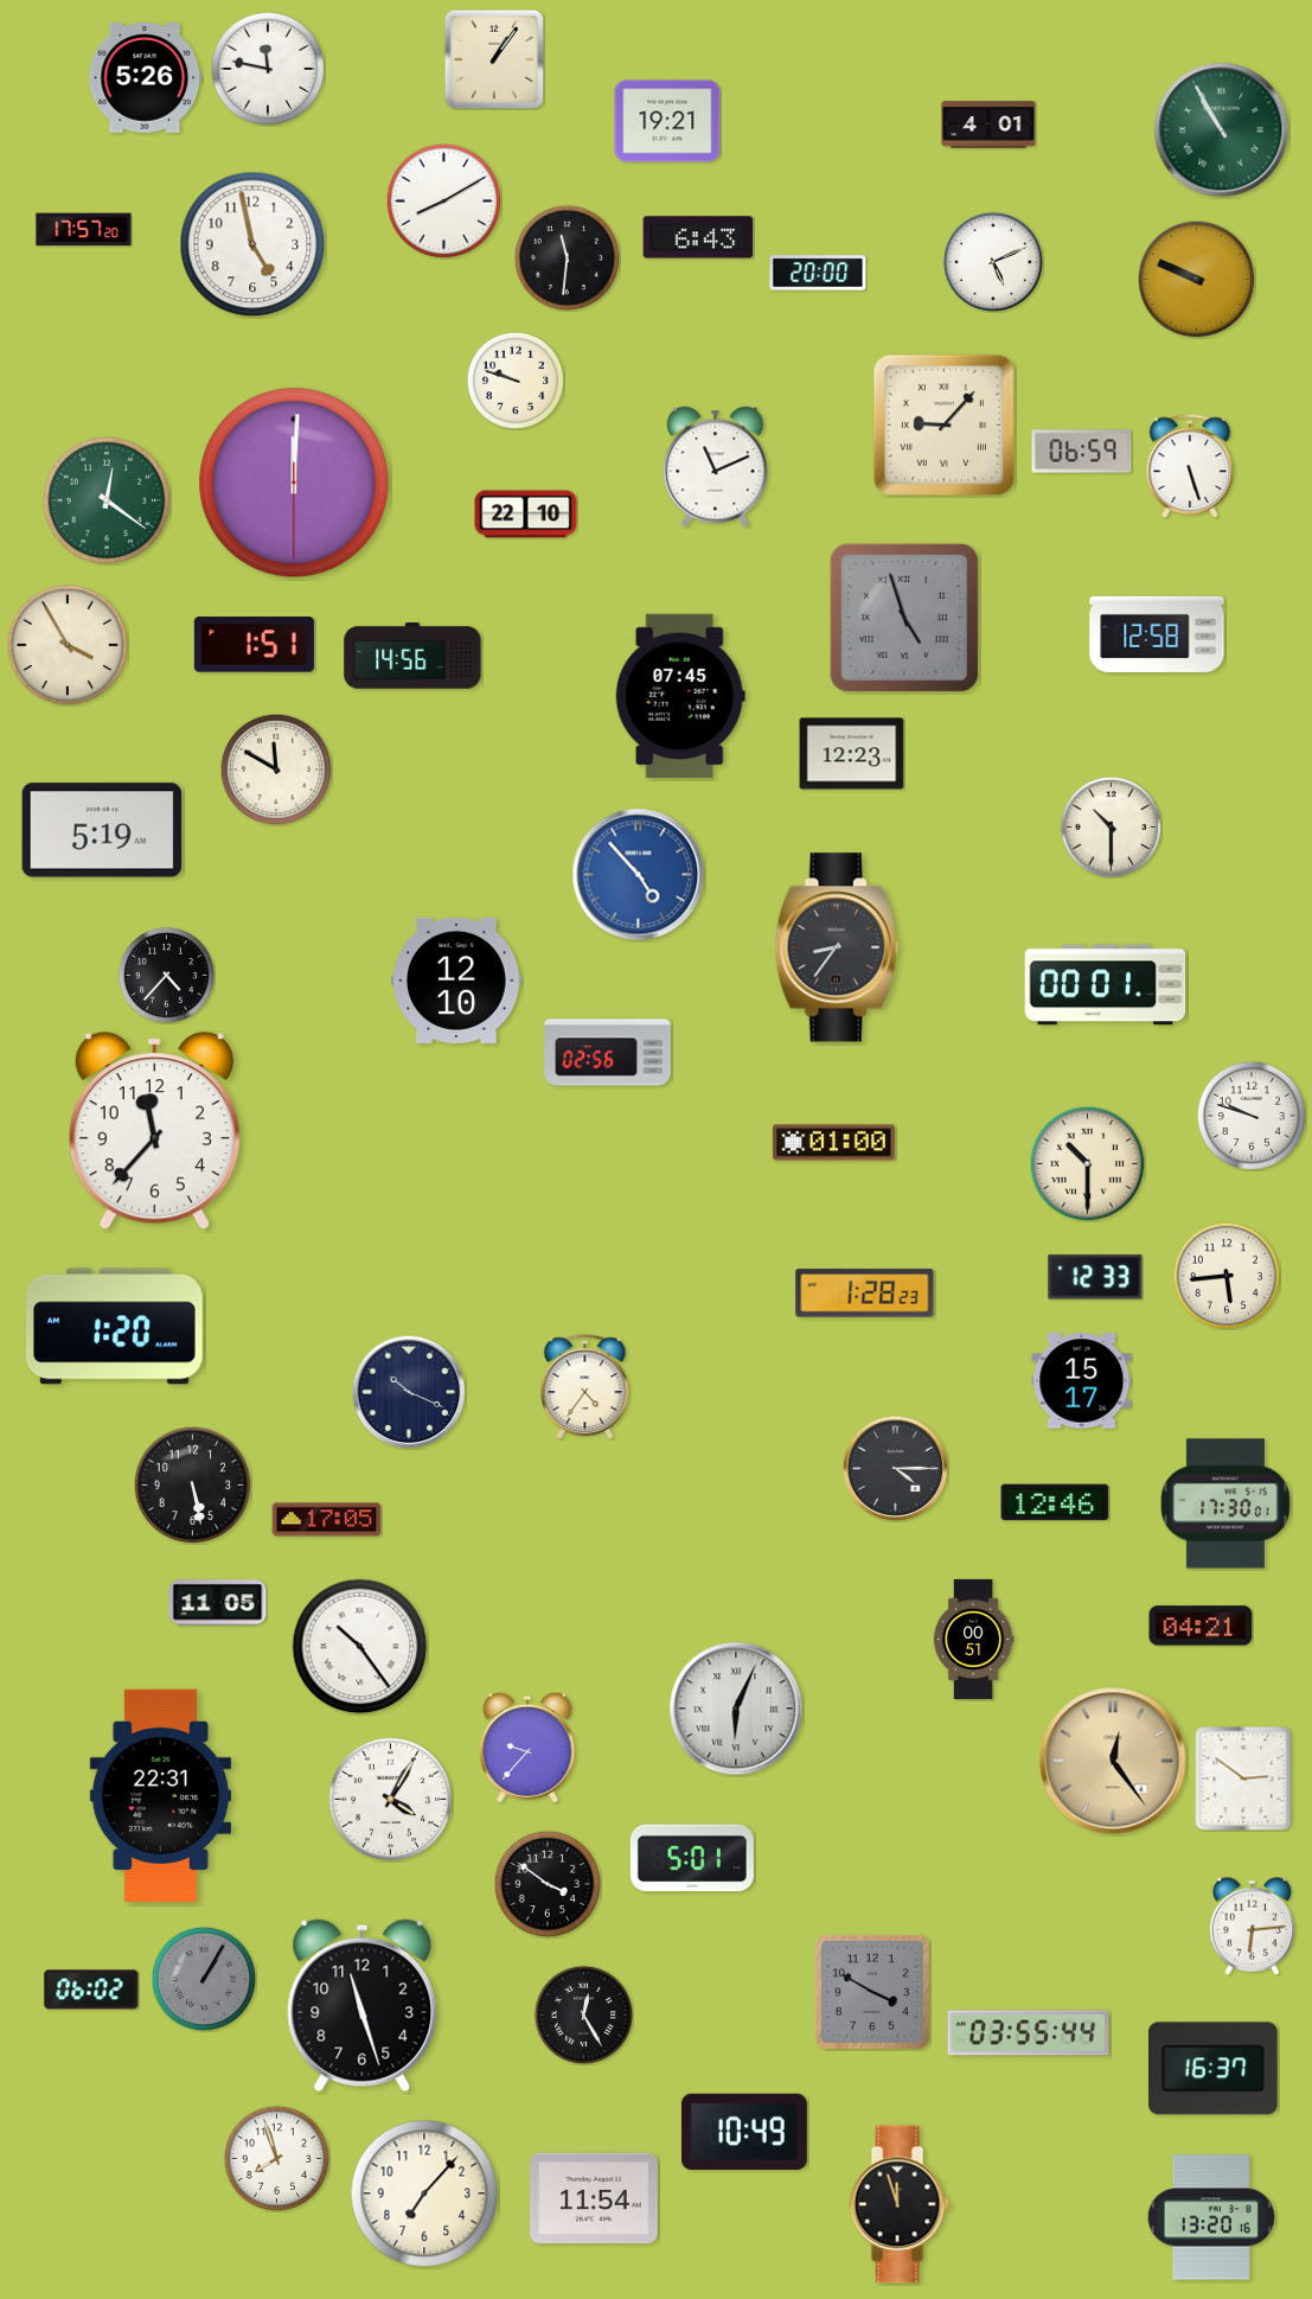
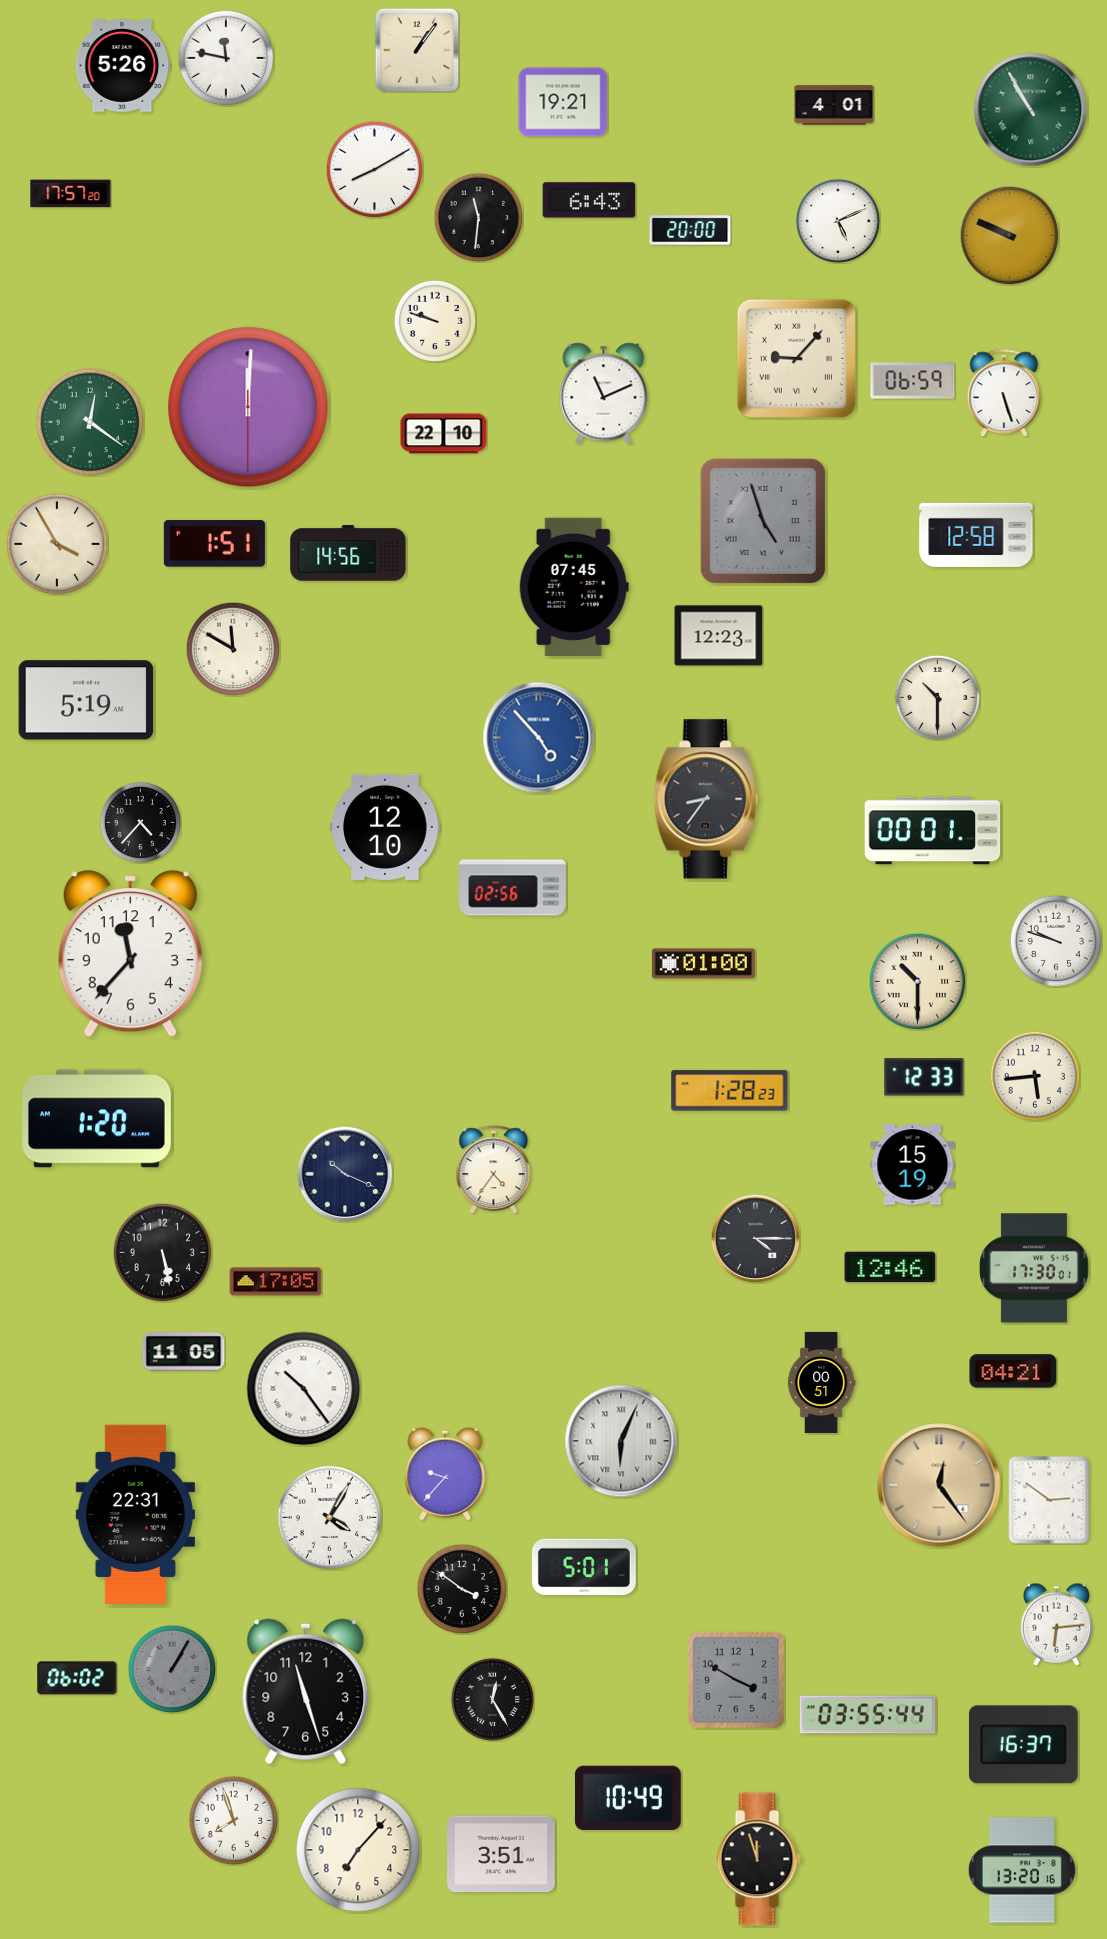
clock at (252, 244): 4:58 -> none
clock at (1082, 1381): 15:17 -> 15:19
clock at (595, 2198): 11:54 -> 3:51
